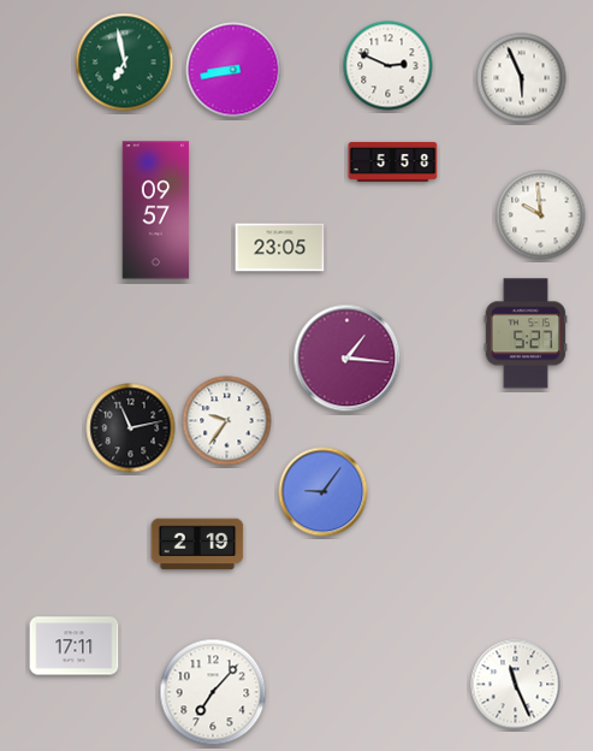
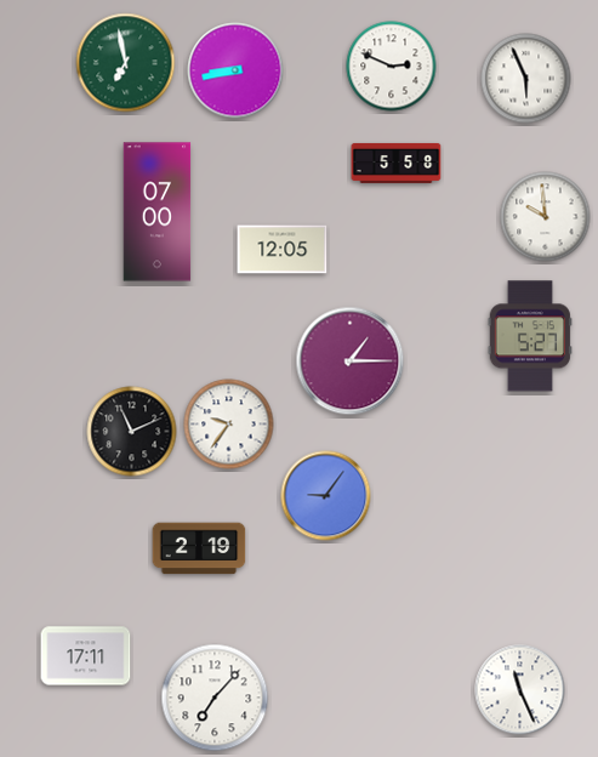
clock at (156, 211): 09:57 -> 07:00
clock at (280, 248): 23:05 -> 12:05
clock at (348, 359): 1:16 -> 1:15
clock at (131, 428): 11:13 -> 11:11
clock at (75, 646) position: (75, 646) -> (86, 656)
